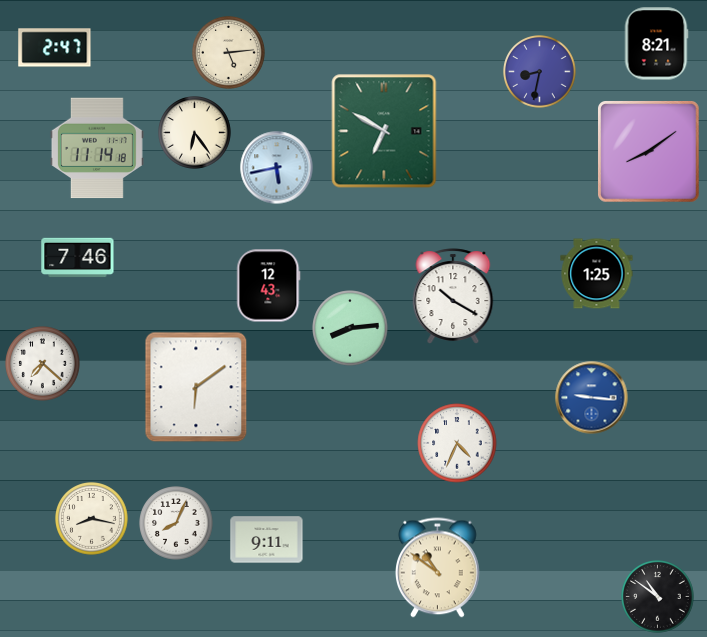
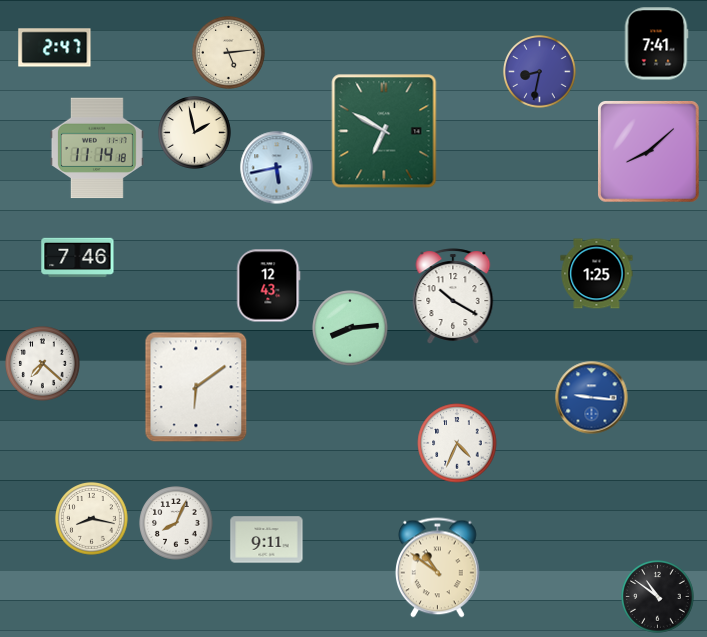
clock at (656, 44): 8:21 -> 7:41
clock at (195, 133): 6:24 -> 1:58
clock at (649, 152): 8:09 -> 8:08
